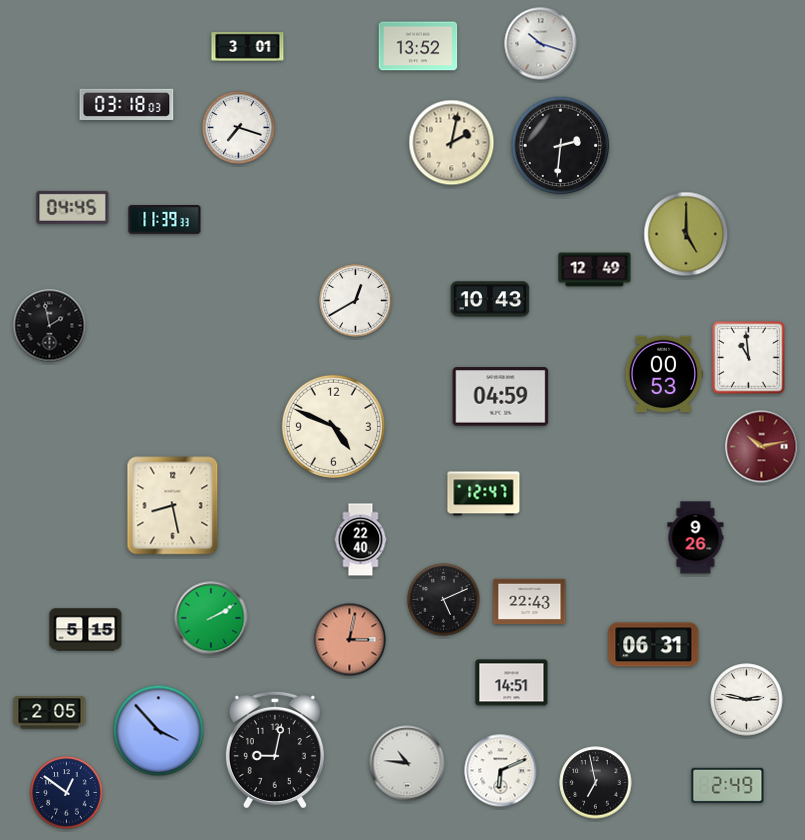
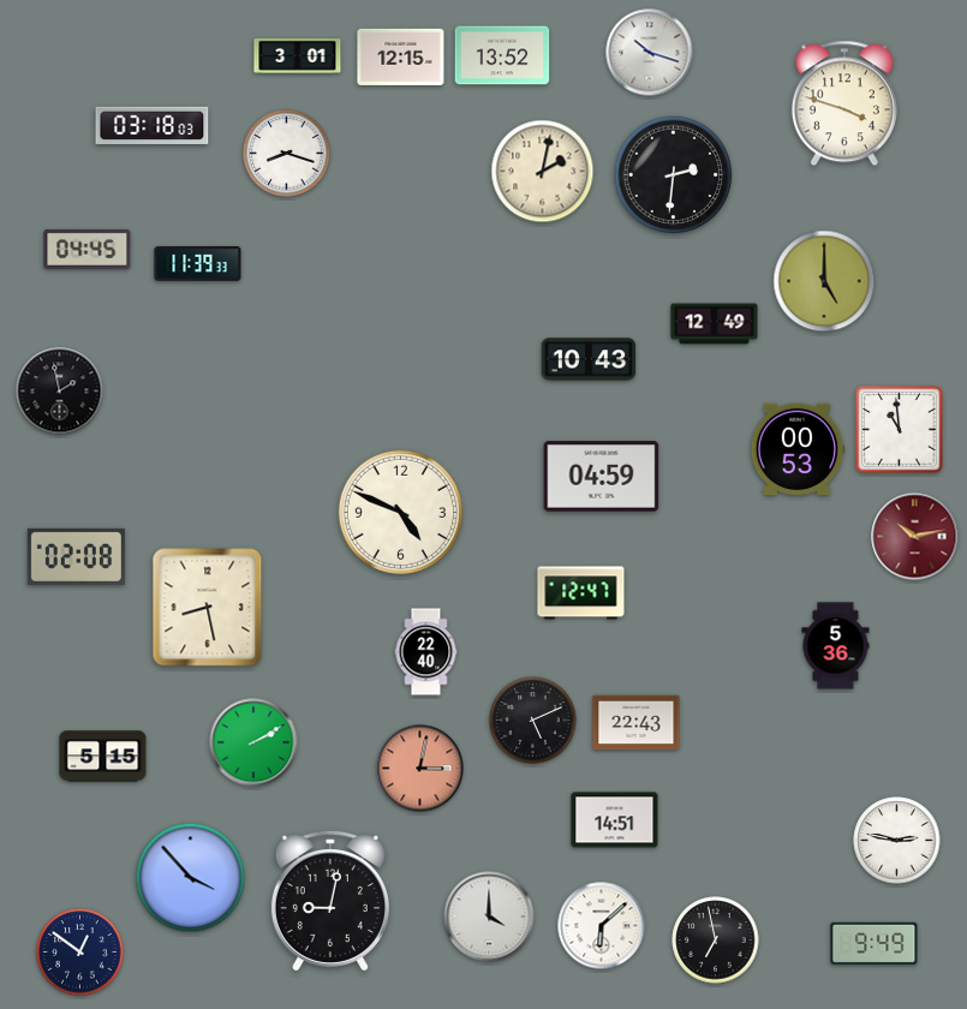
clock at (401, 56): none -> 12:15
clock at (844, 103): none -> 3:48
clock at (239, 128): 7:18 -> 8:18
clock at (356, 301): 12:40 -> none
clock at (76, 556): none -> 02:08
clock at (696, 538): 9:26 -> 5:36
clock at (361, 540) position: (361, 540) -> (426, 652)
clock at (654, 645): 06:31 -> none
clock at (50, 713): 2:05 -> none
clock at (407, 763): 10:46 -> 4:00
clock at (501, 771): 6:11 -> 6:08
clock at (728, 785): 2:49 -> 9:49
